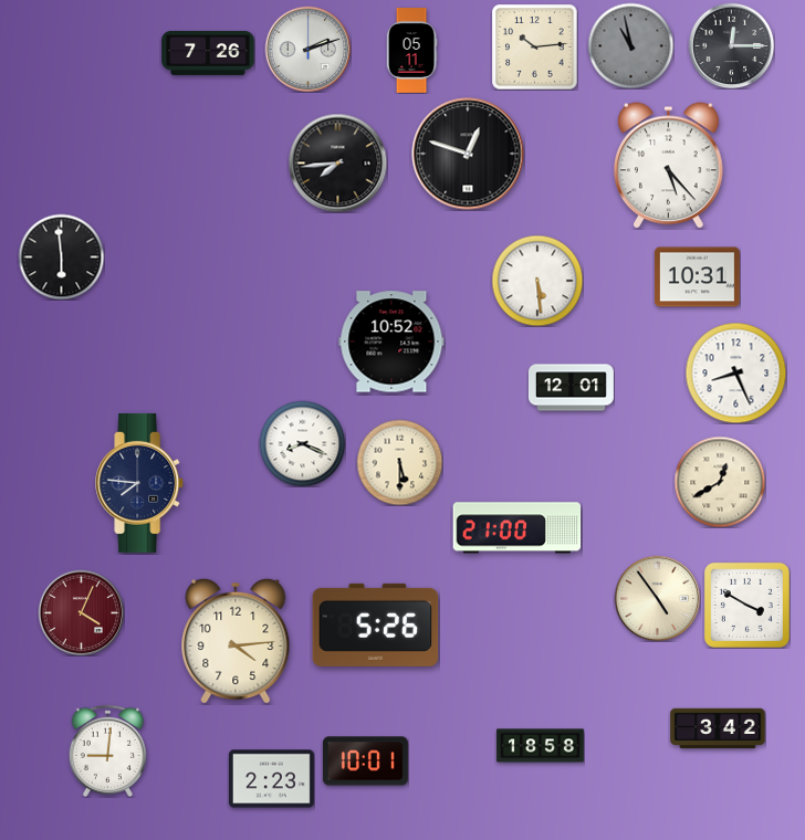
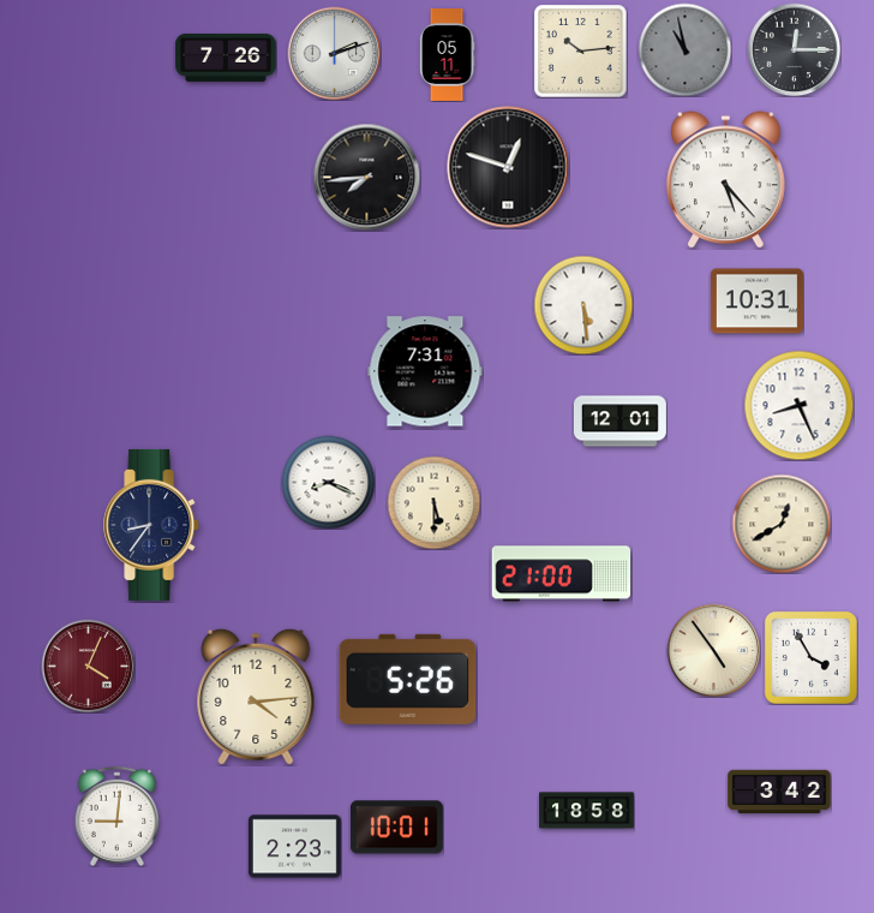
clock at (61, 256): 5:59 -> none
clock at (391, 342): 10:52 -> 7:31
clock at (140, 483): 7:46 -> 8:36
clock at (746, 605): 3:50 -> 3:55
